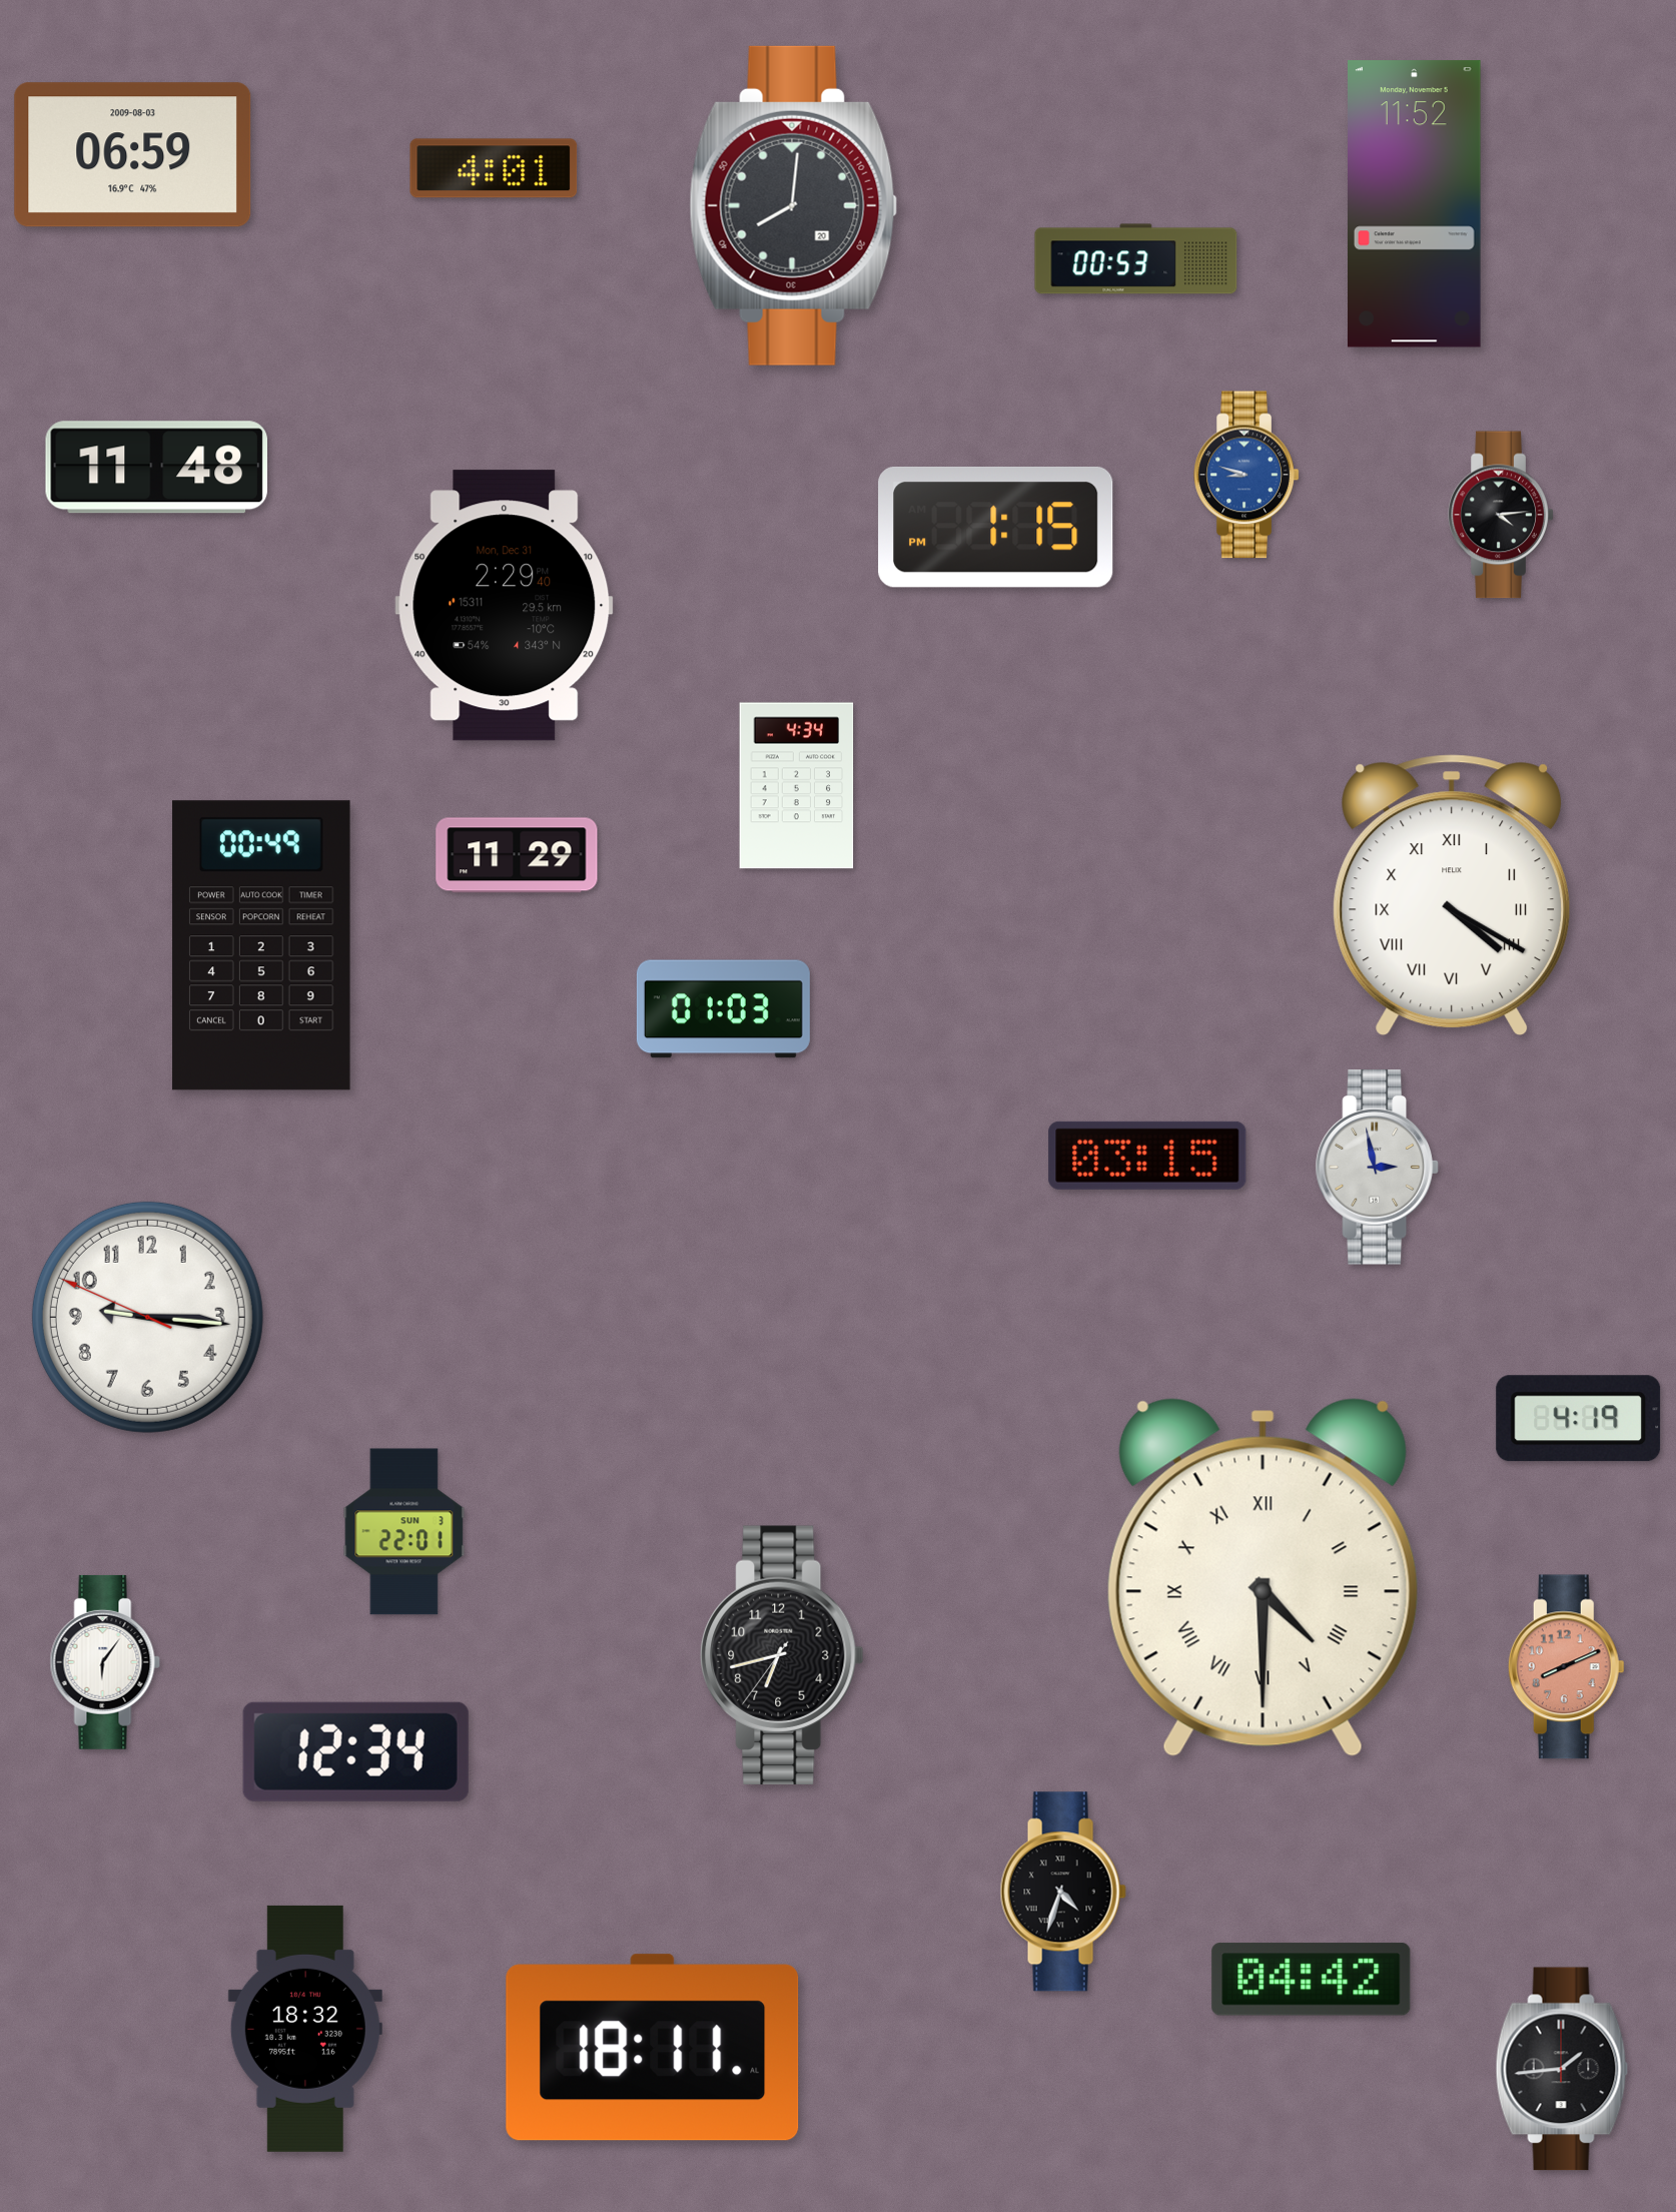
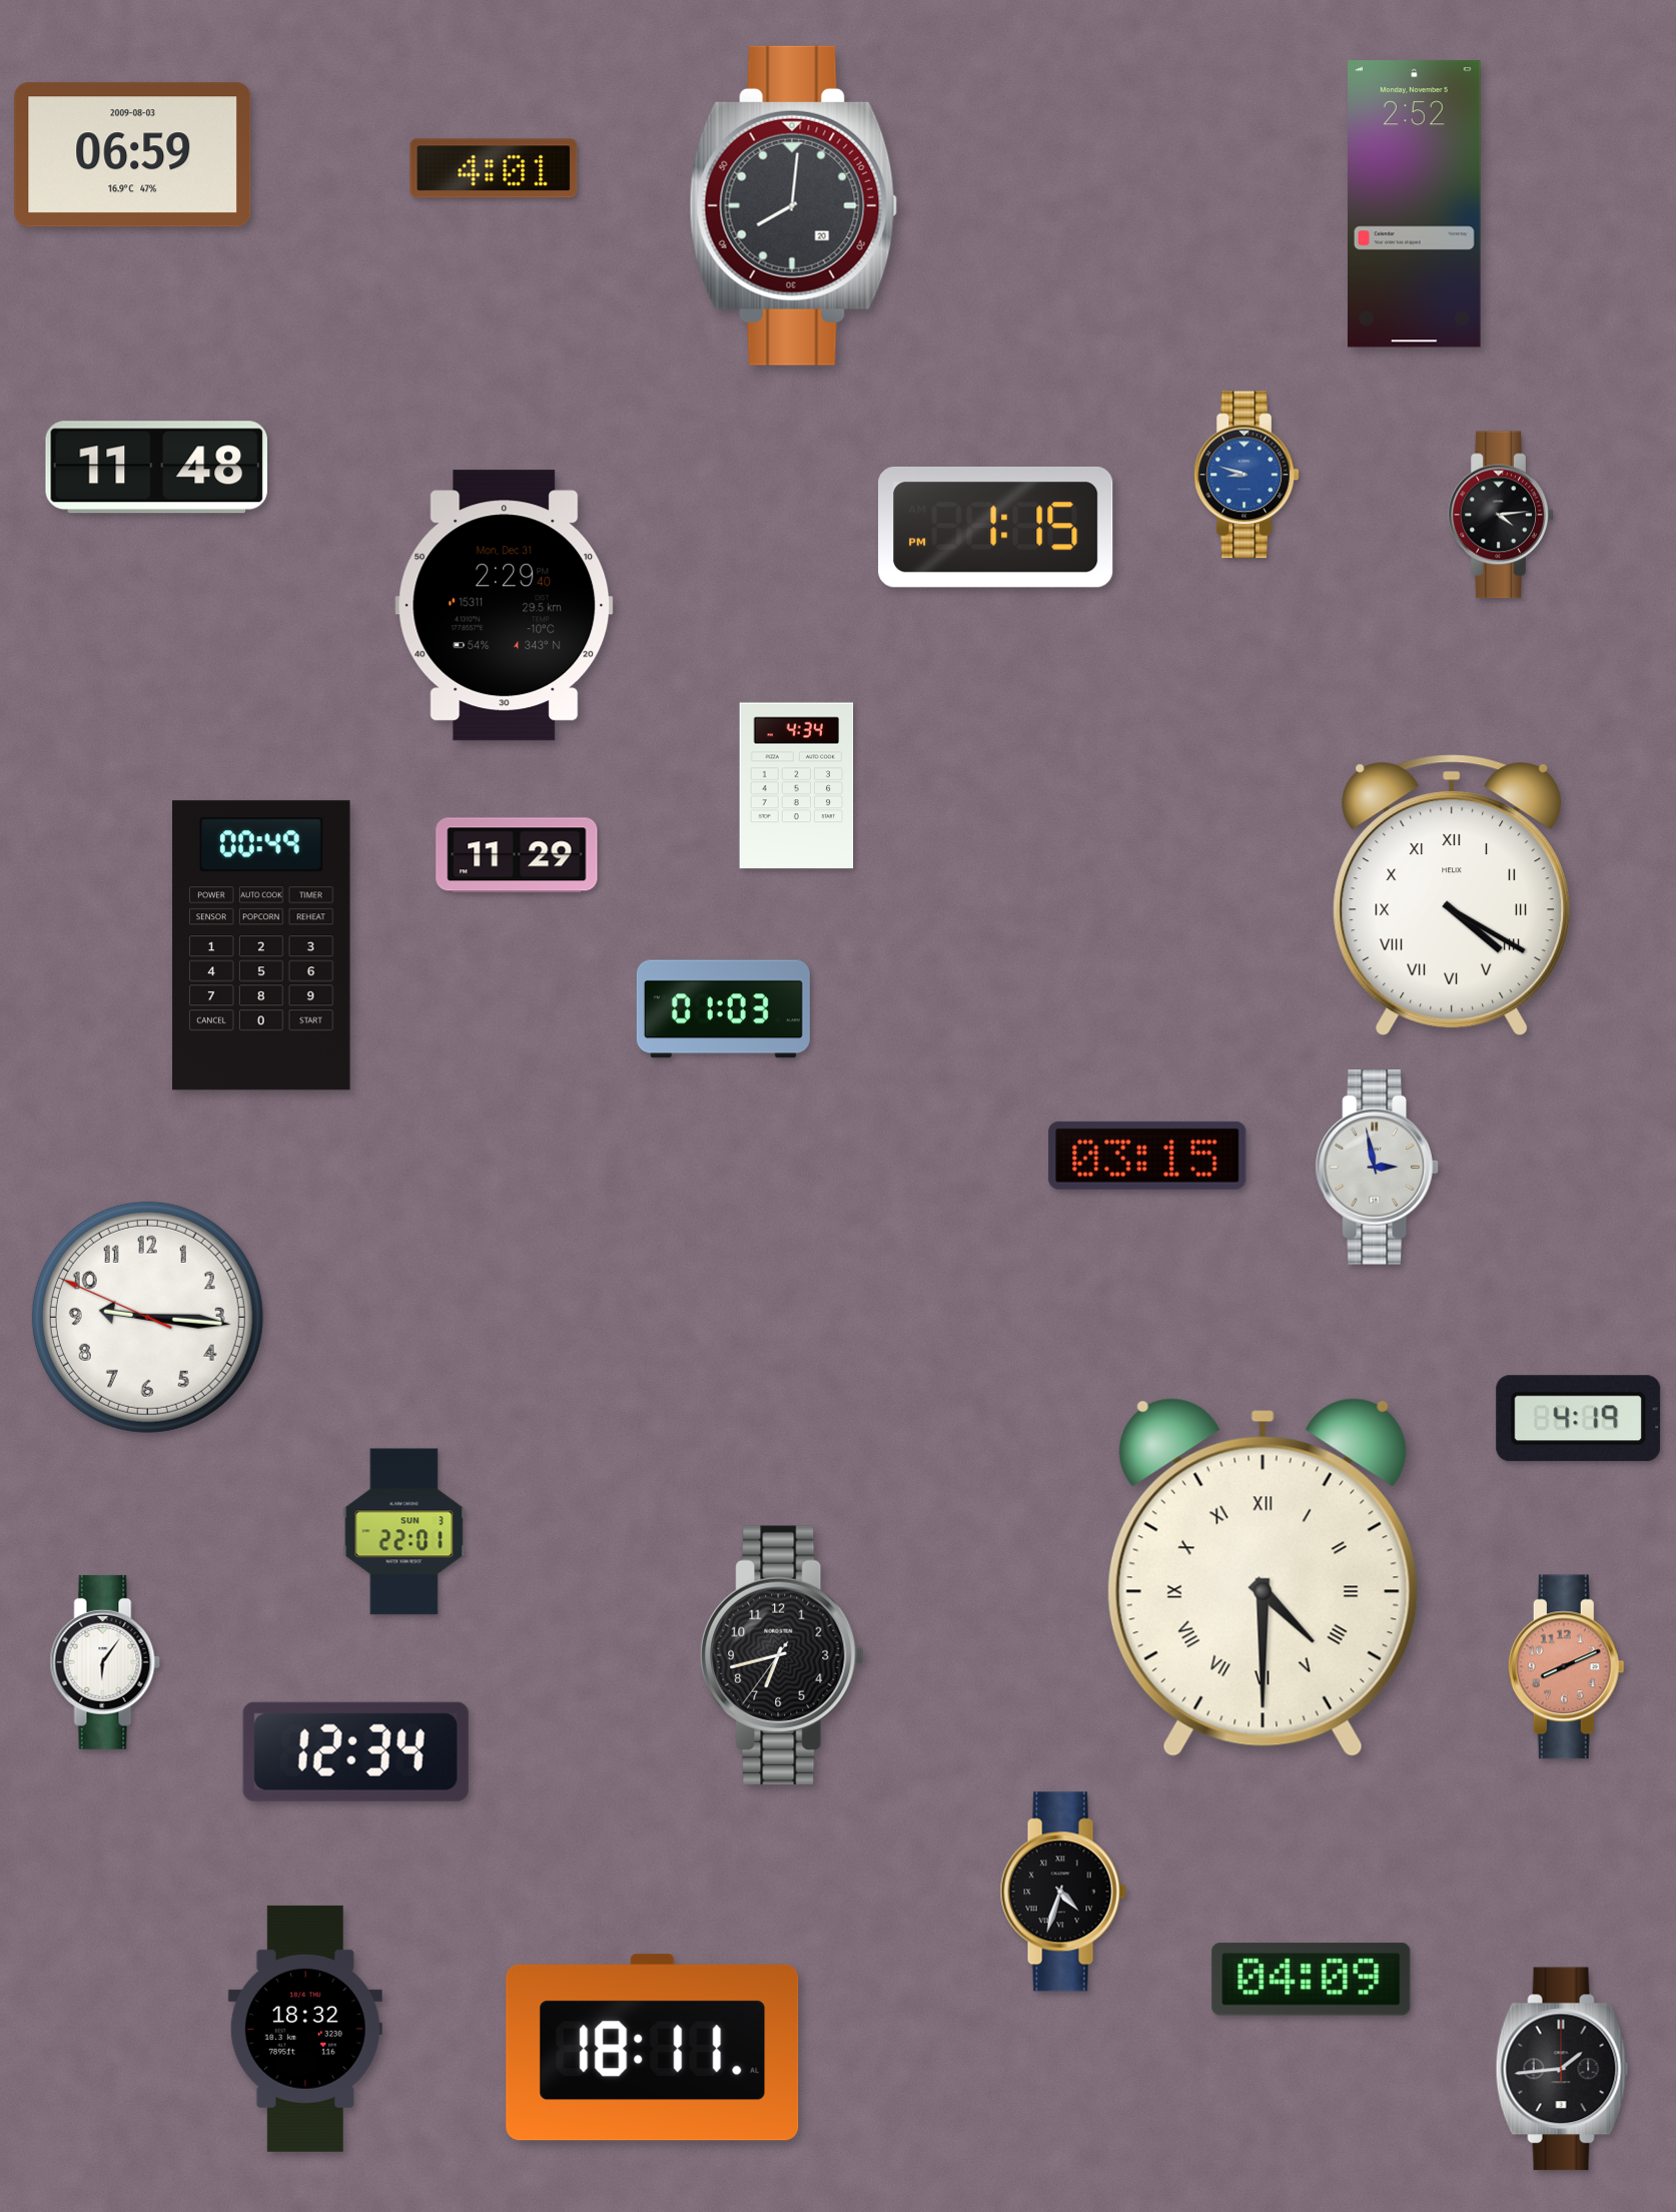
clock at (1415, 204): 11:52 -> 2:52
clock at (1136, 259): 00:53 -> none
clock at (1312, 1980): 04:42 -> 04:09
